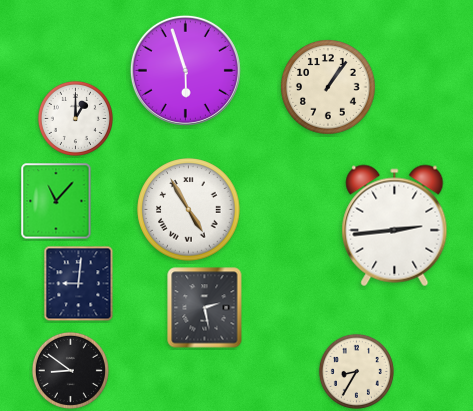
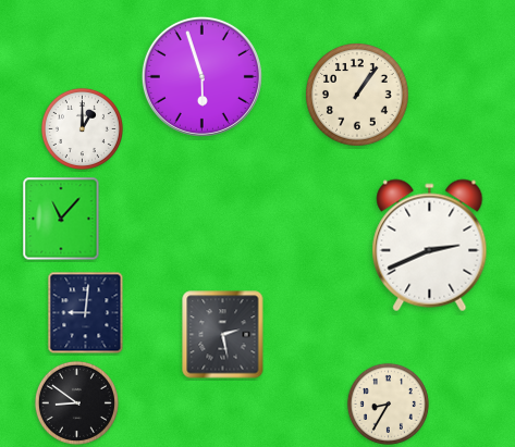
clock at (189, 210): 4:55 -> none
clock at (395, 226): 2:44 -> 2:41
clock at (79, 284) position: (79, 284) -> (86, 313)
